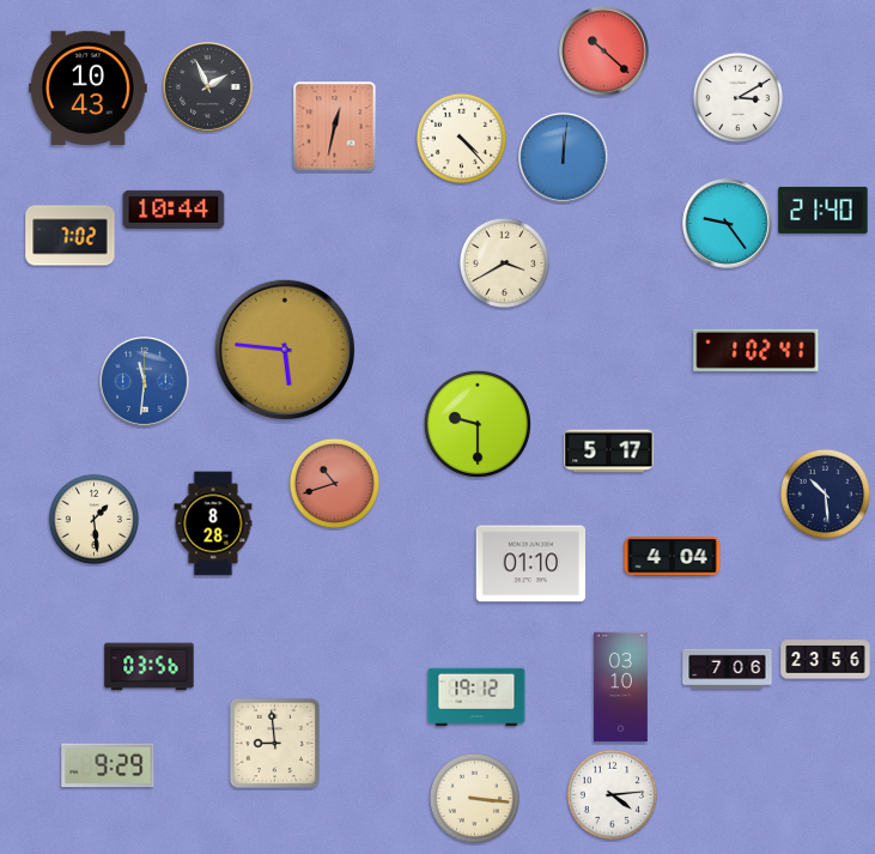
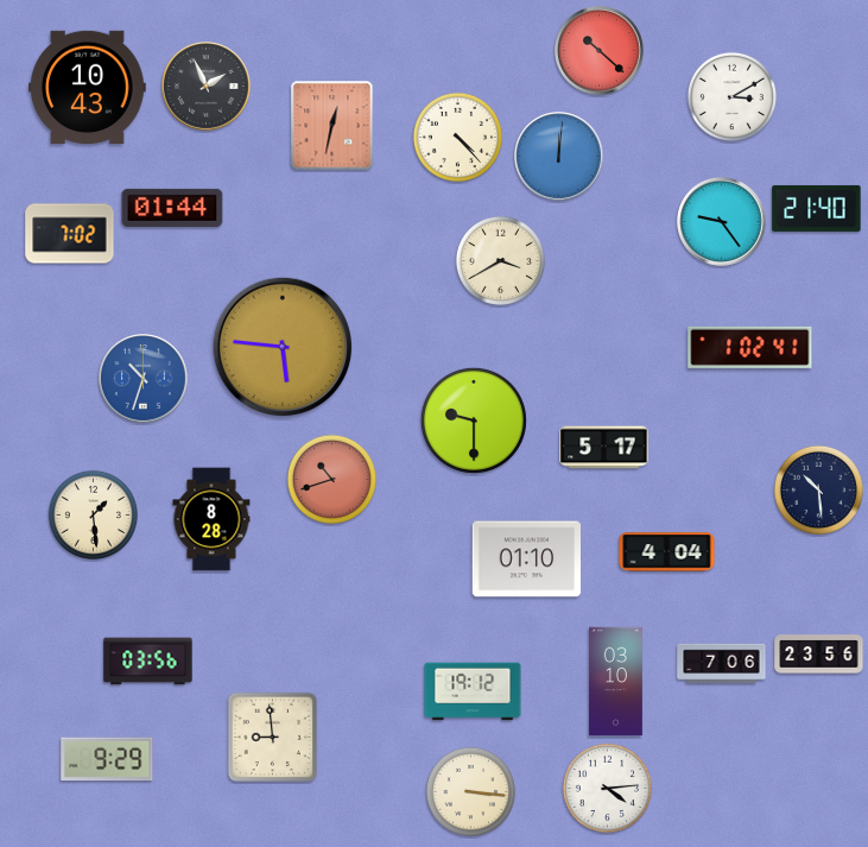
clock at (174, 210): 10:44 -> 01:44
clock at (145, 382): 11:31 -> 10:33
